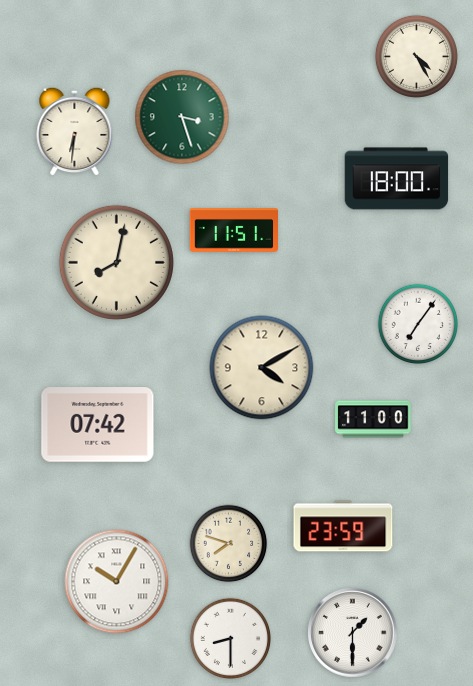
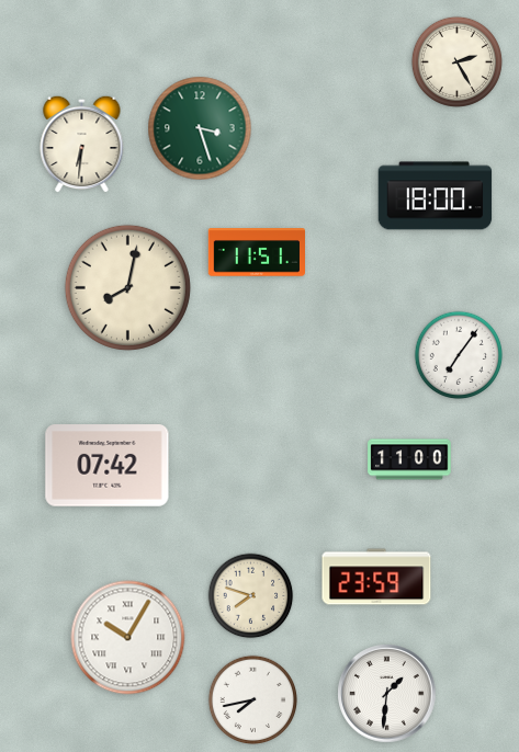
clock at (416, 56): 4:25 -> 2:25
clock at (262, 368): 4:10 -> none
clock at (353, 633): 1:30 -> 1:31
clock at (230, 638): 8:30 -> 7:43
